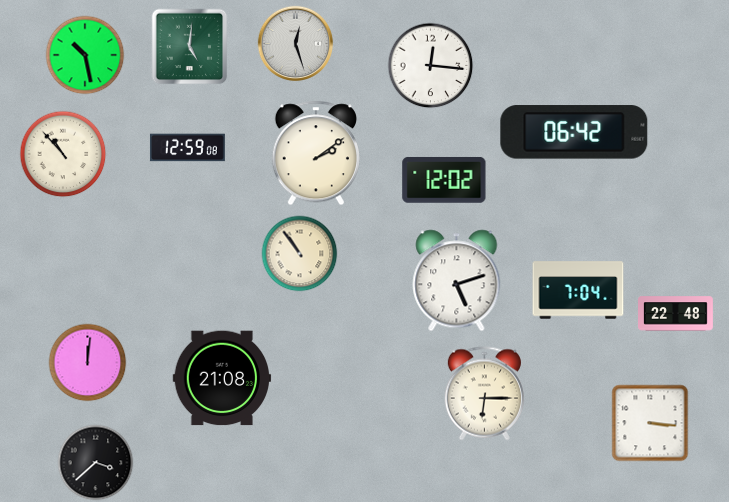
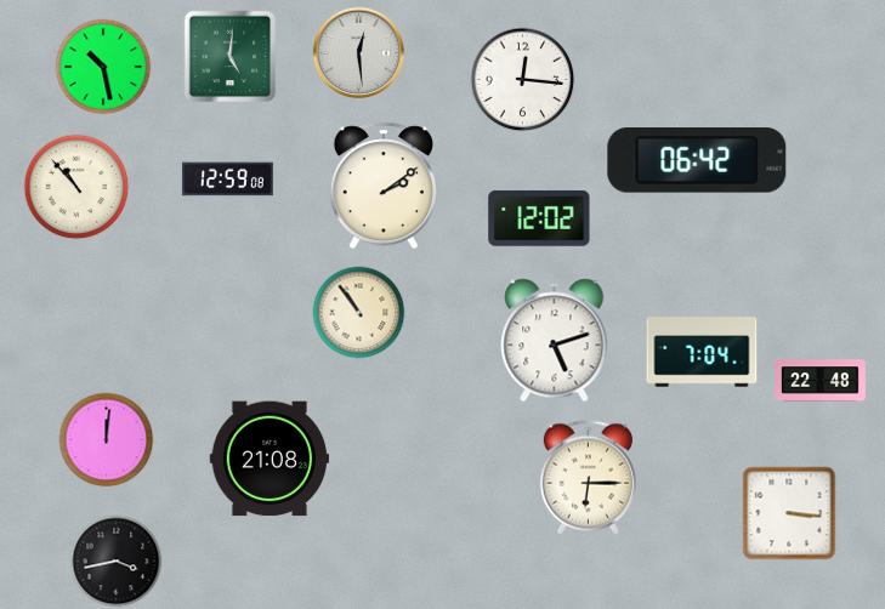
clock at (296, 44): 12:27 -> 12:29
clock at (300, 254) position: (300, 254) -> (359, 313)
clock at (96, 463): 3:38 -> 3:43
